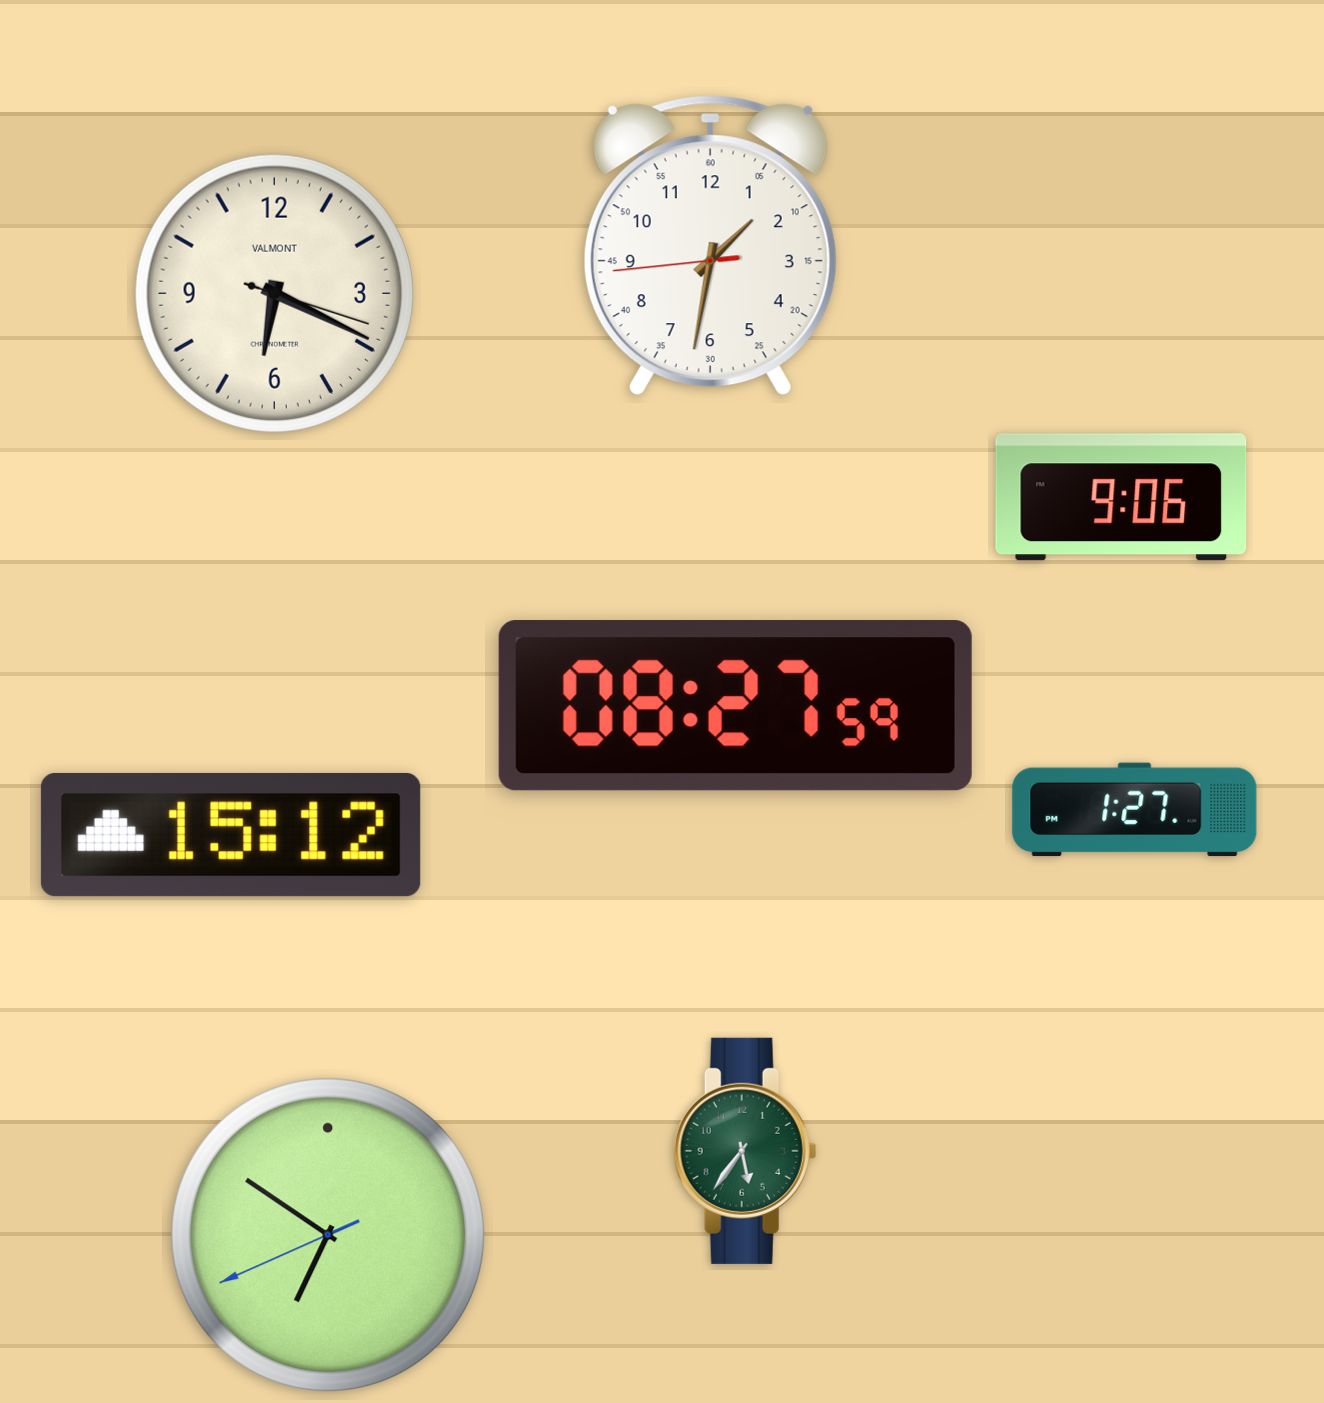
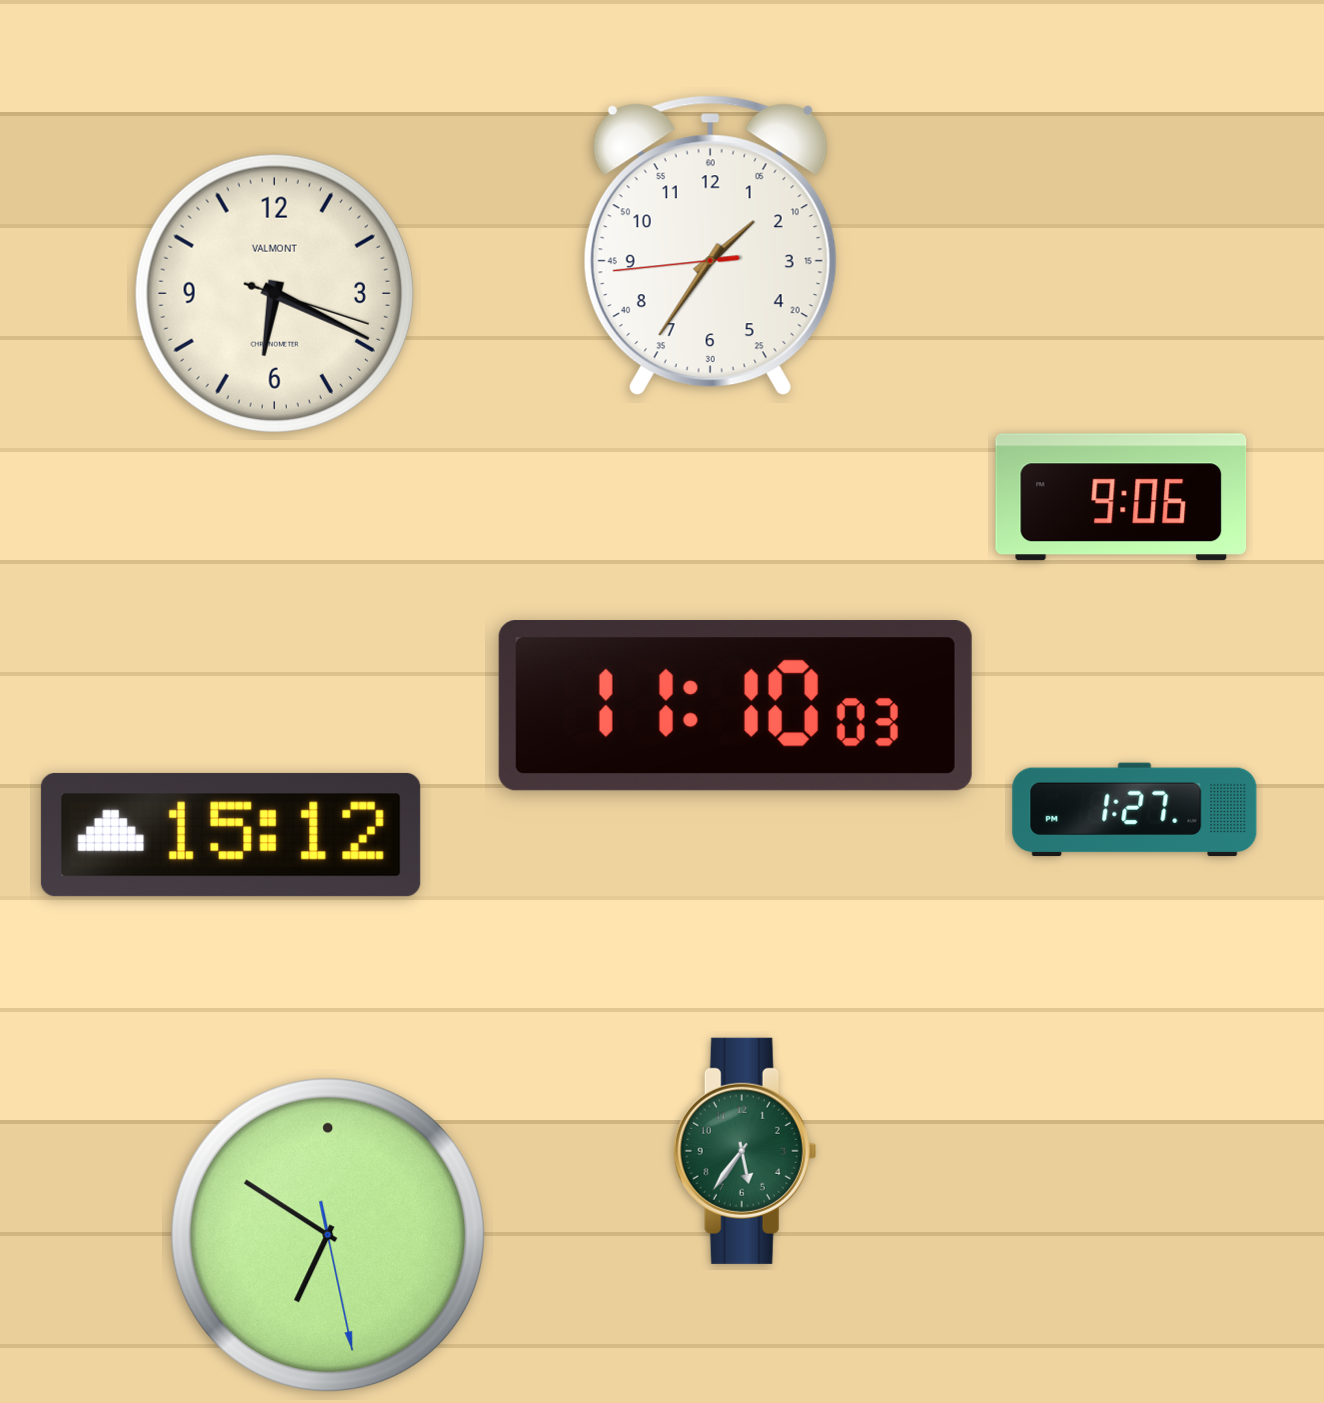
clock at (710, 246): 1:31 -> 1:35
clock at (735, 706): 08:27 -> 11:10
clock at (327, 1234): 6:50:41 -> 6:50:28
